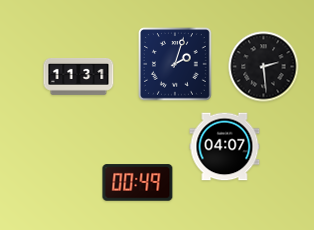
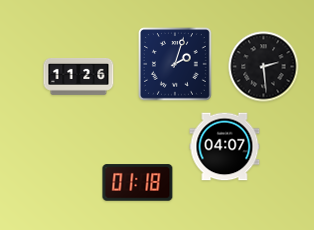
clock at (79, 77): 11:31 -> 11:26
clock at (138, 183): 00:49 -> 01:18
